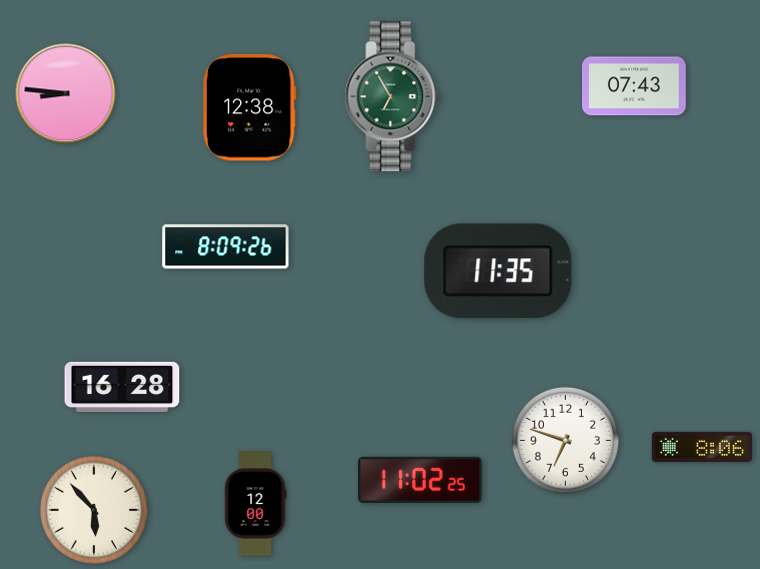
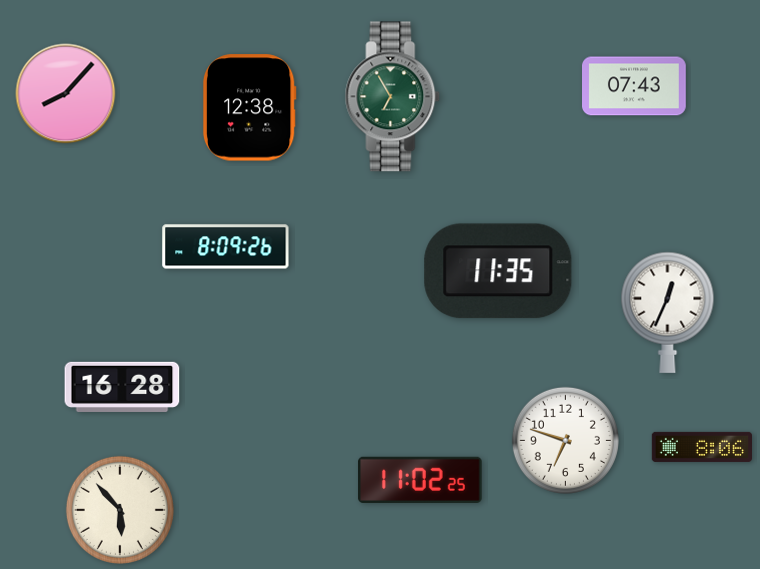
clock at (66, 94): 8:46 -> 8:07
clock at (668, 312): none -> 12:34
clock at (255, 504): 12:00 -> none
clock at (94, 510) position: (94, 510) -> (120, 510)
